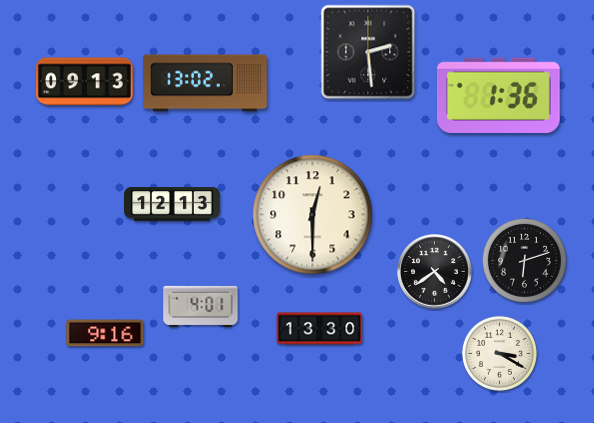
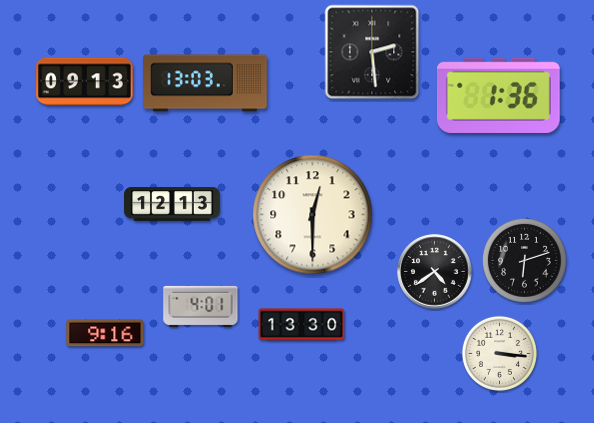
clock at (368, 52) position: (368, 52) -> (372, 52)
clock at (205, 83): 13:02 -> 13:03
clock at (320, 329) position: (320, 329) -> (302, 325)
clock at (499, 353): 3:20 -> 3:16
